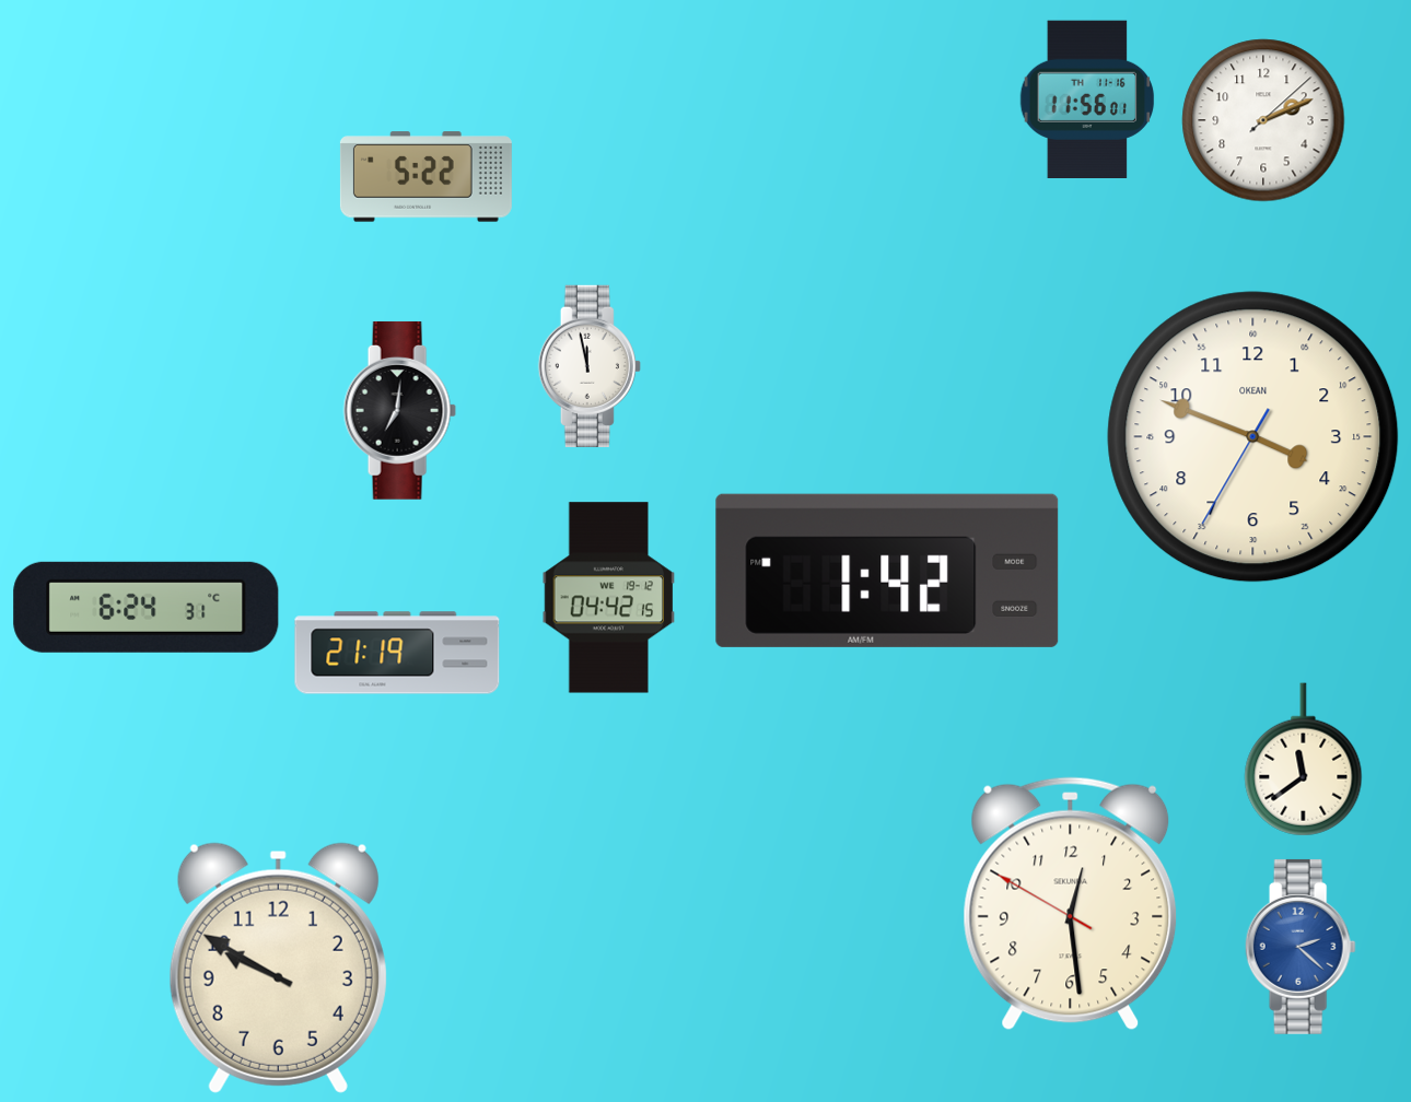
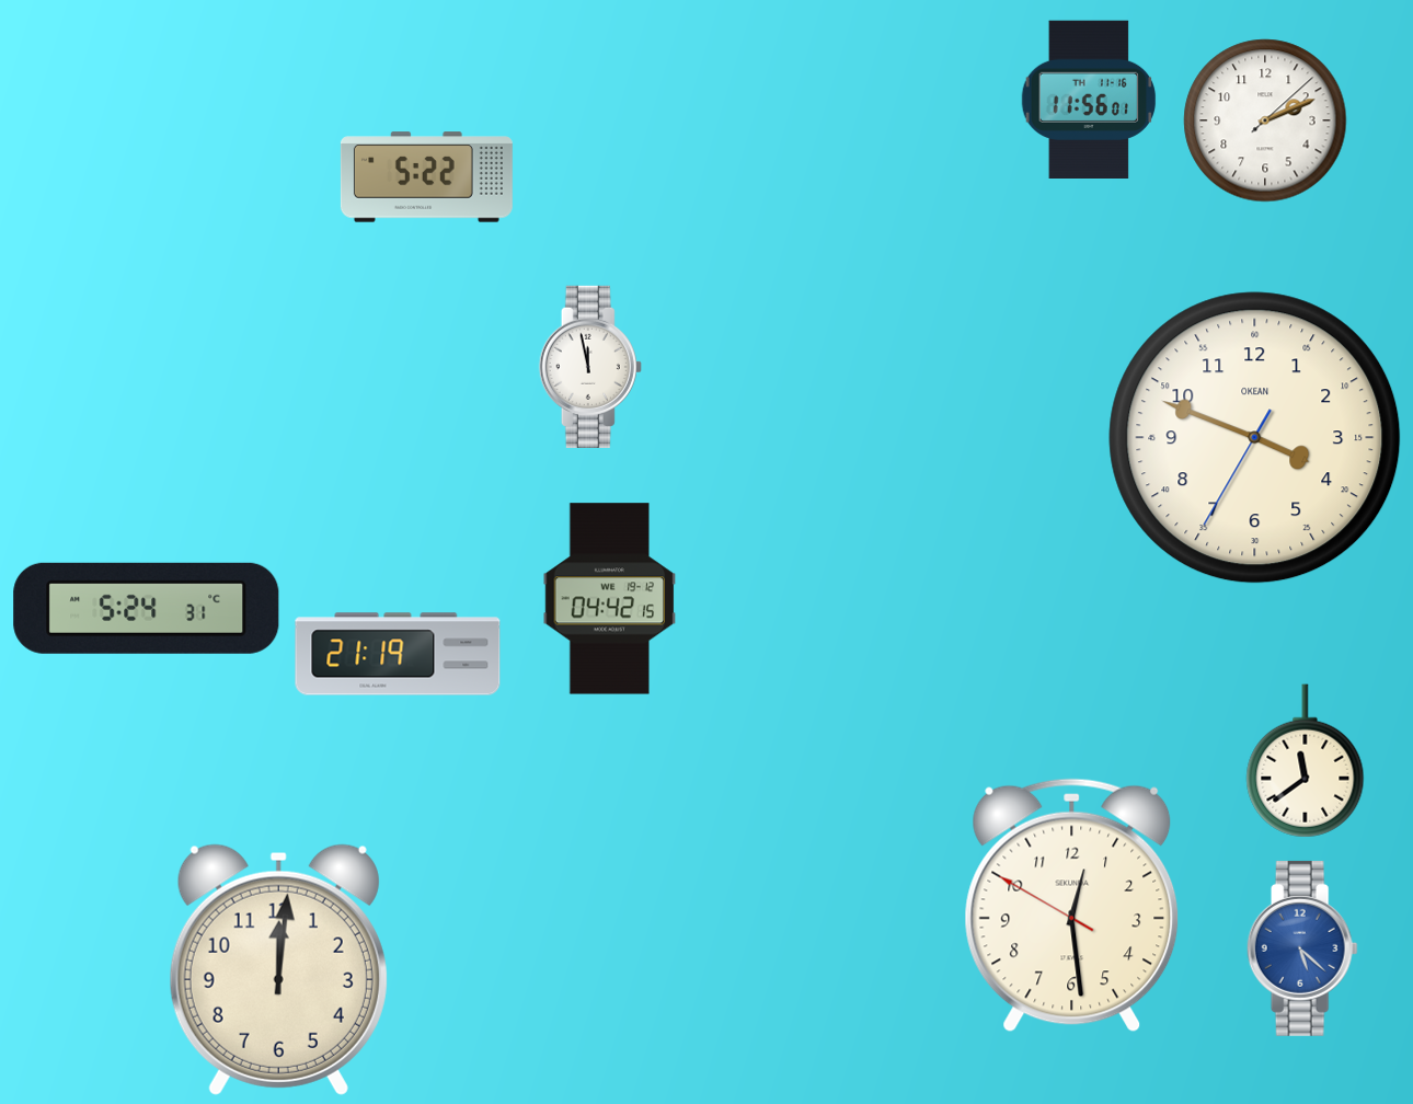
clock at (399, 411): 7:01 -> none
clock at (887, 571): 1:42 -> none
clock at (147, 607): 6:24 -> 5:24
clock at (1301, 947): 2:22 -> 5:22
clock at (278, 968): 9:50 -> 12:01
